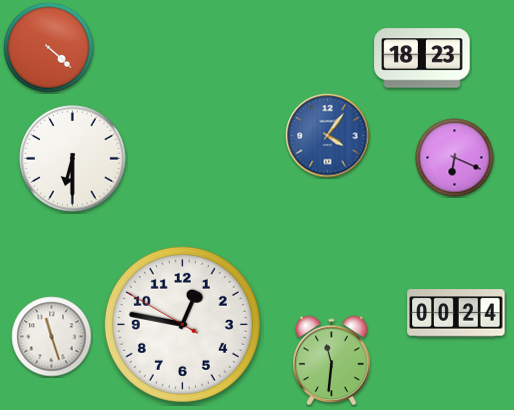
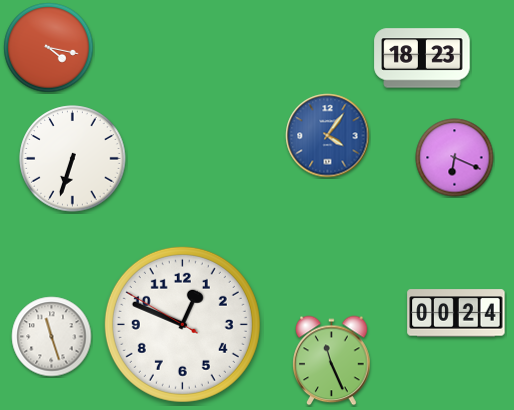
clock at (49, 48): 4:22 -> 4:17
clock at (73, 159): 6:30 -> 6:33
clock at (182, 324): 12:46 -> 12:48
clock at (332, 361): 11:31 -> 11:26
